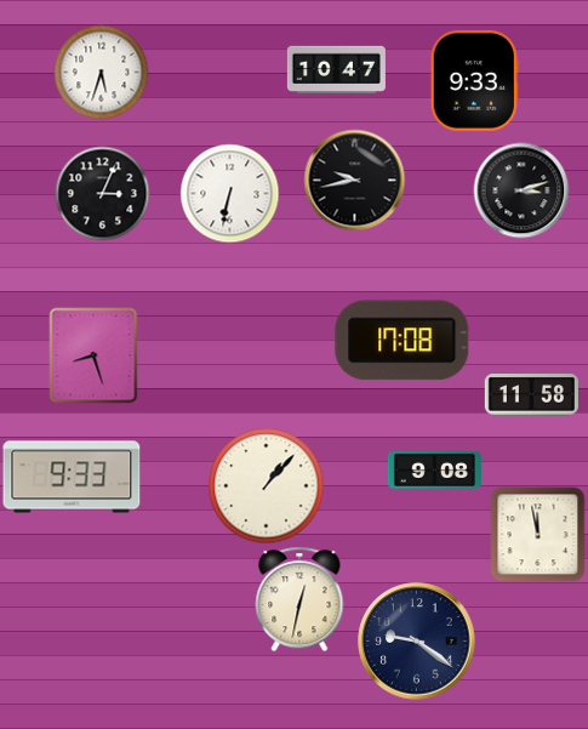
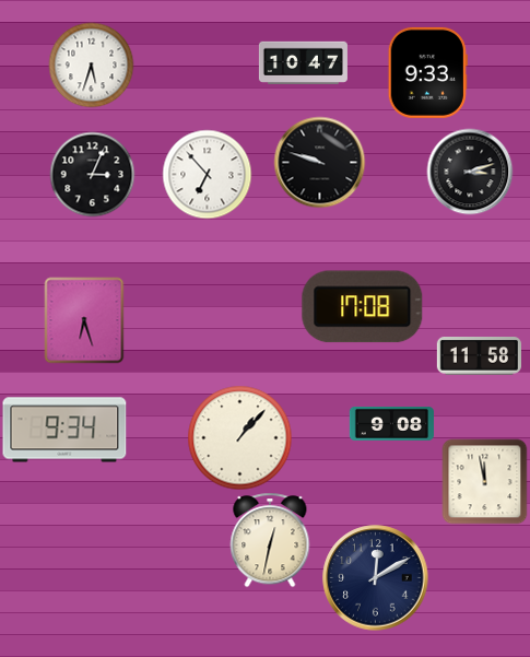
clock at (354, 180): 9:43 -> 9:48
clock at (229, 193): 6:32 -> 6:53
clock at (93, 355): 8:27 -> 6:27
clock at (72, 477): 9:33 -> 9:34
clock at (417, 642): 9:21 -> 12:10
